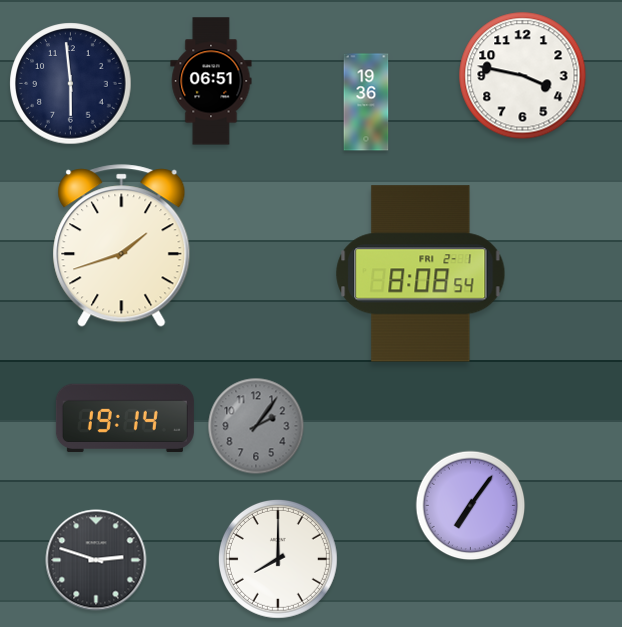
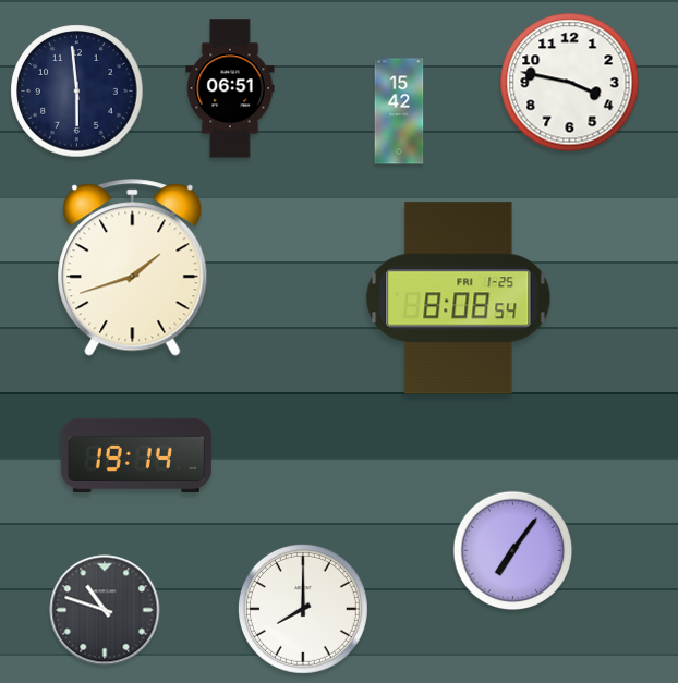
clock at (366, 102): 19:36 -> 15:42
clock at (421, 274) date: FRI 2-1 -> FRI 1-25
clock at (256, 426): 2:06 -> none
clock at (96, 560): 2:48 -> 10:48
